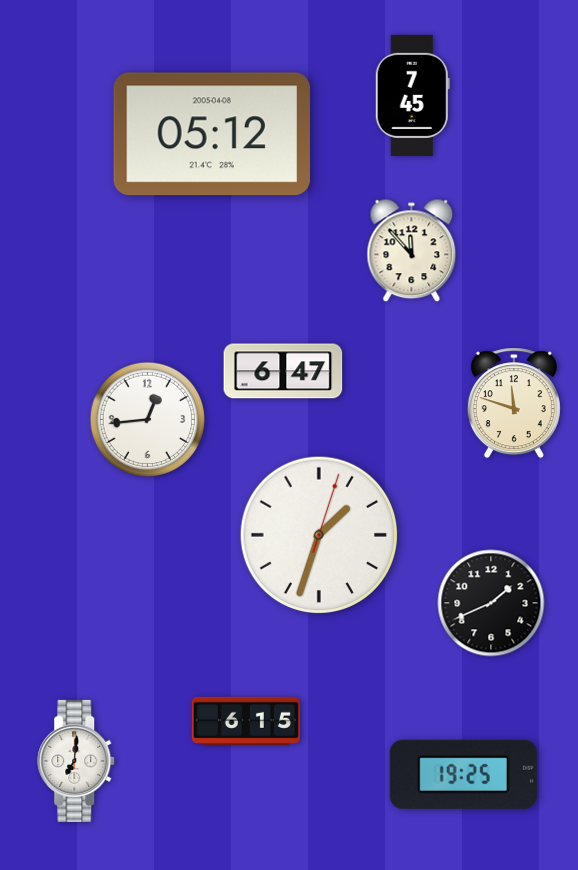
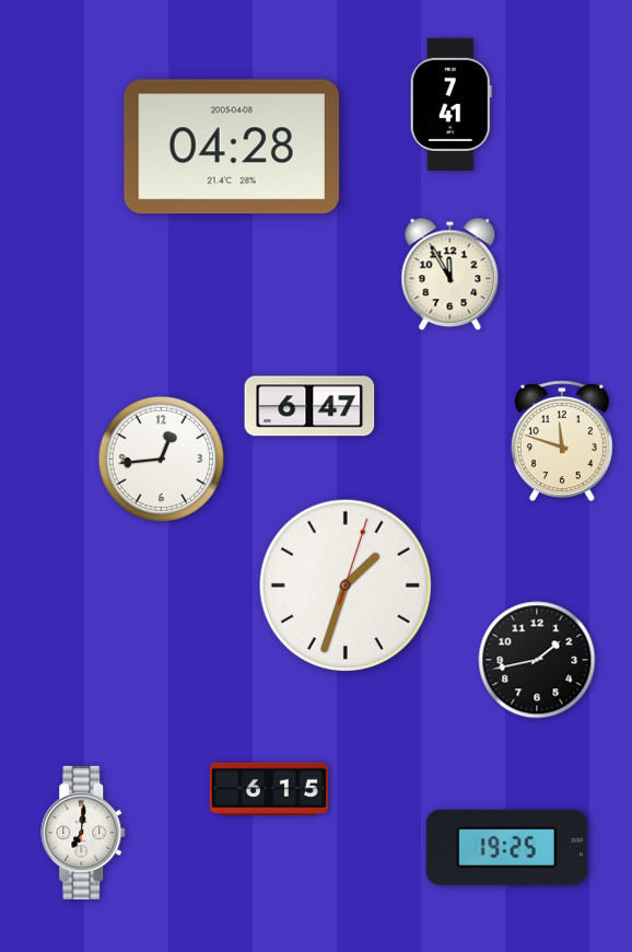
clock at (412, 95): 7:45 -> 7:41
clock at (212, 134): 05:12 -> 04:28
clock at (412, 251): 11:53 -> 11:55
clock at (318, 534) position: (318, 534) -> (344, 584)
clock at (491, 603): 1:41 -> 1:43
